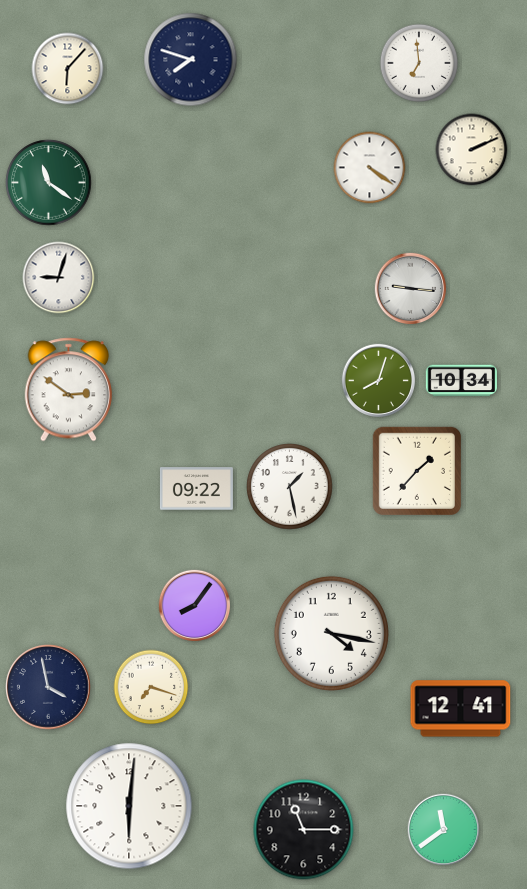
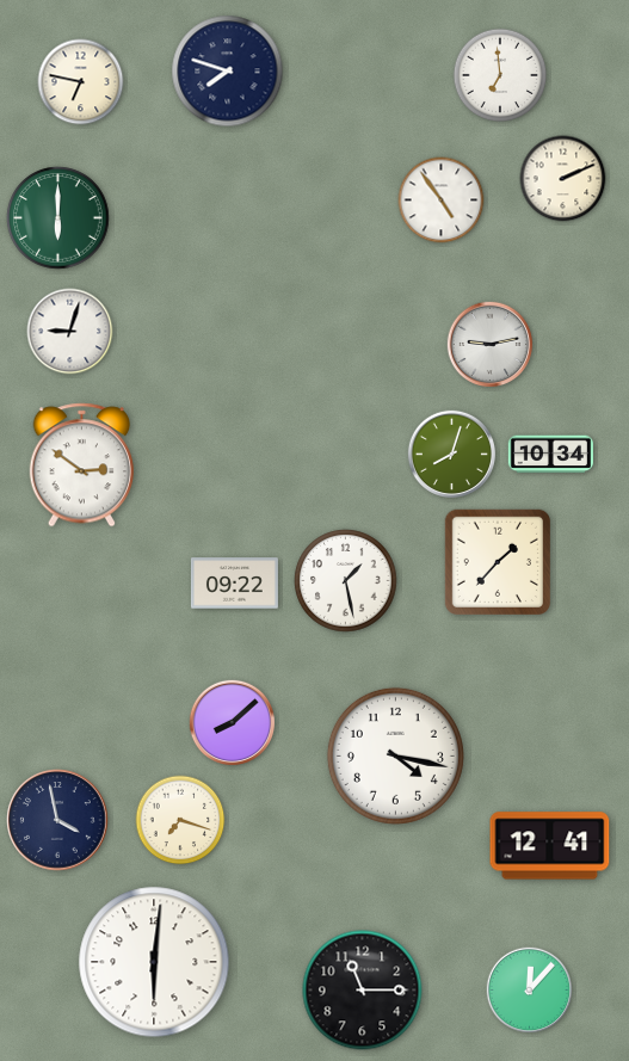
clock at (68, 69): 6:07 -> 6:47
clock at (370, 168): 4:21 -> 4:54
clock at (49, 183): 11:21 -> 6:00
clock at (411, 289): 9:16 -> 9:13
clock at (195, 606): 8:06 -> 8:08
clock at (444, 830): 11:39 -> 12:07
